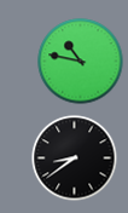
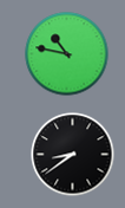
clock at (81, 62) position: (81, 62) -> (67, 54)
